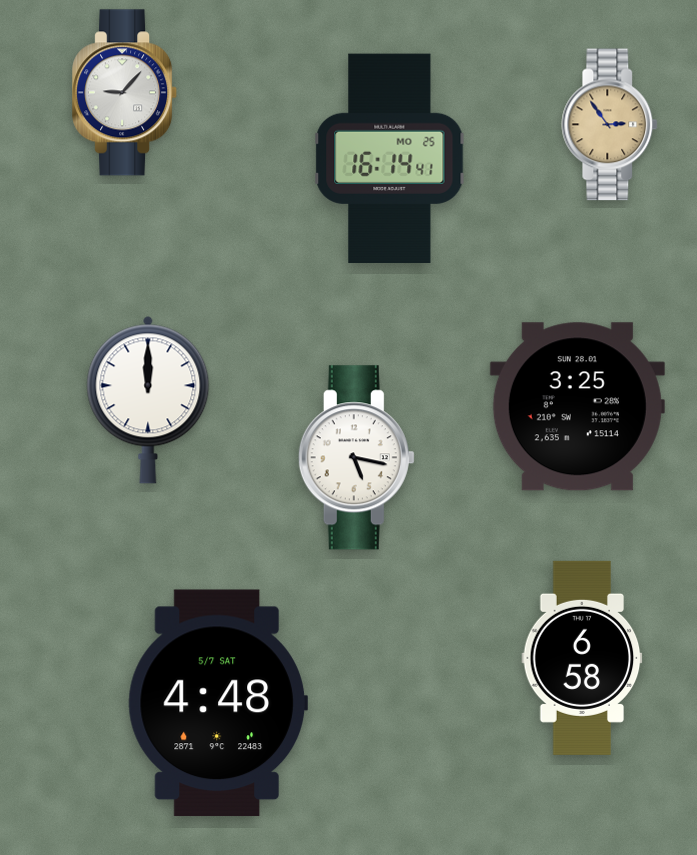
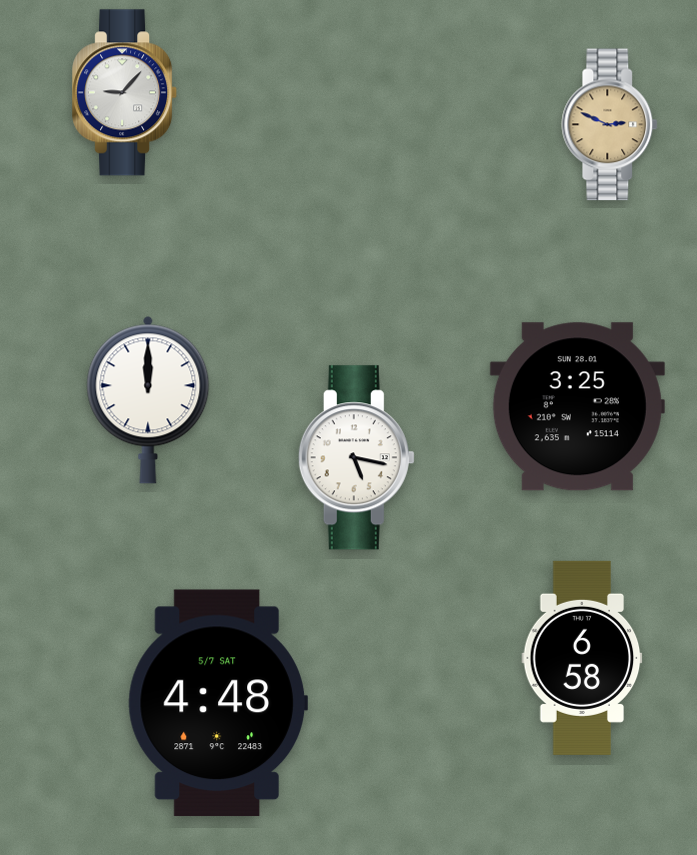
clock at (610, 125): 2:54 -> 2:49
clock at (390, 159): 16:14 -> none
